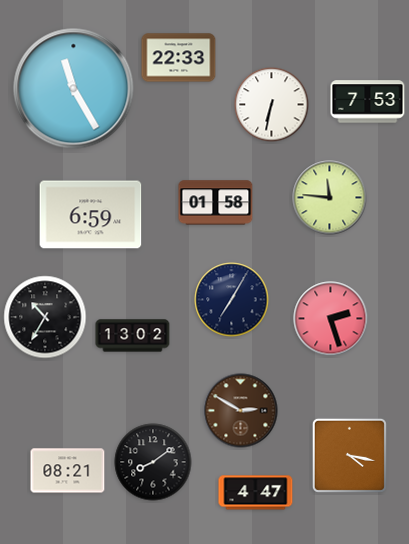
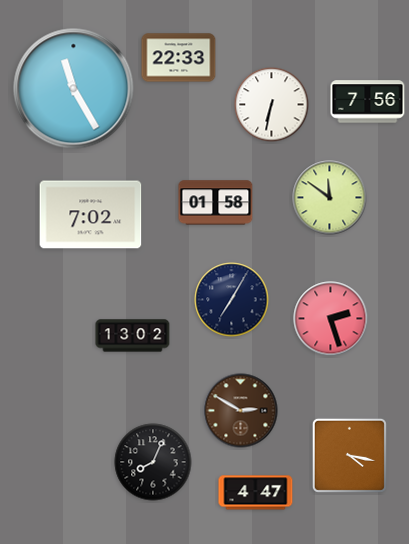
clock at (368, 102): 7:53 -> 7:56
clock at (330, 198): 11:46 -> 11:51
clock at (91, 215): 6:59 -> 7:02
clock at (45, 317): 10:35 -> none
clock at (153, 462): 8:09 -> 8:04
clock at (68, 471): 08:21 -> none
